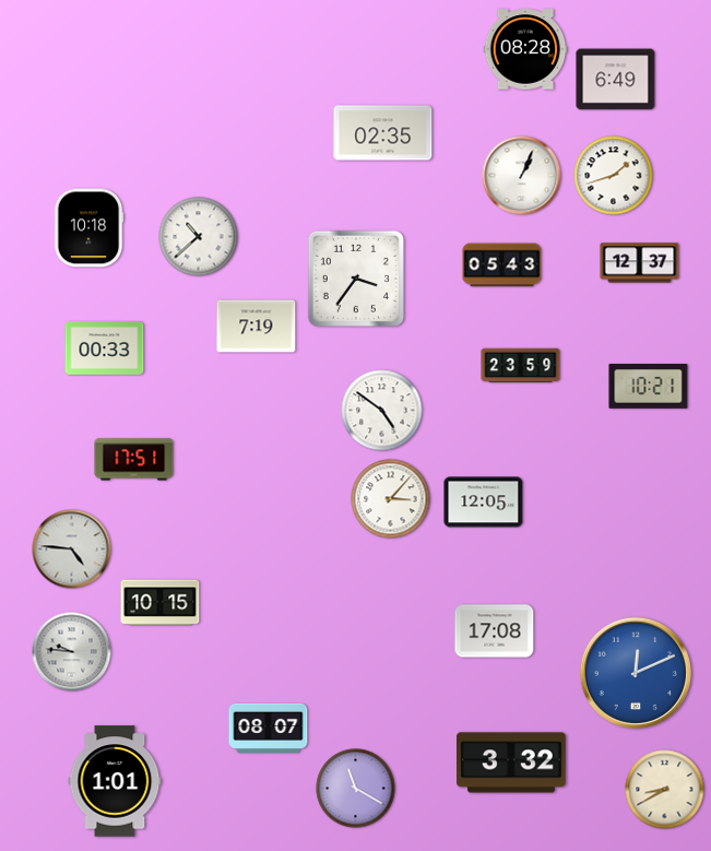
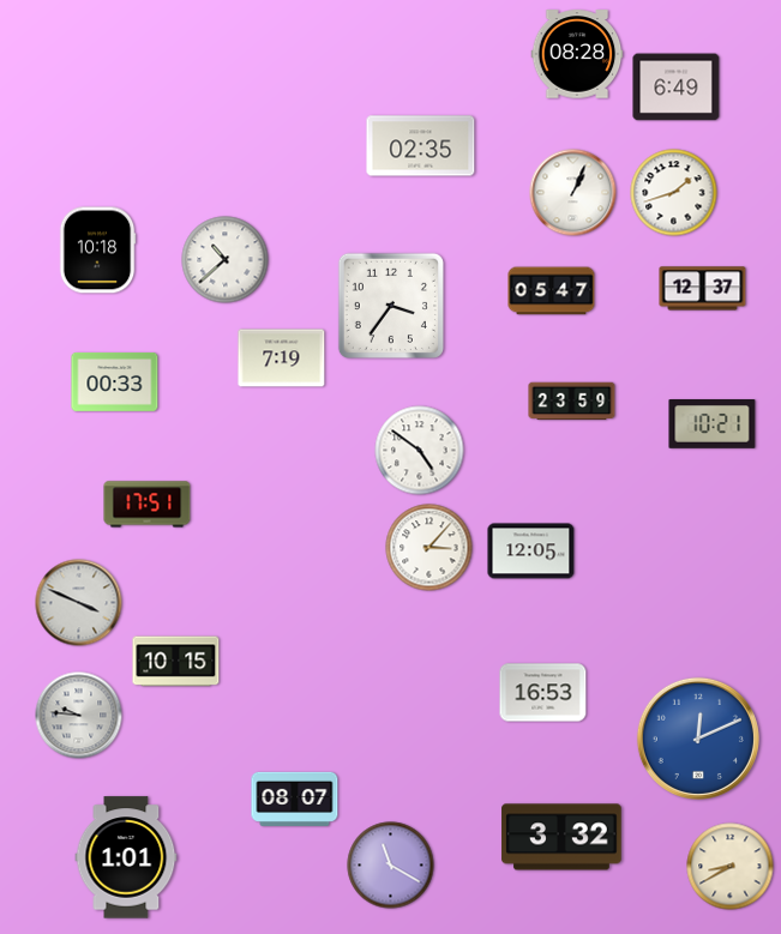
clock at (199, 237) position: (199, 237) -> (226, 260)
clock at (502, 265): 05:43 -> 05:47
clock at (72, 549): 4:46 -> 3:49
clock at (495, 631): 17:08 -> 16:53
